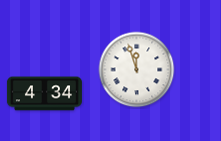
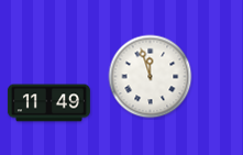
clock at (44, 94): 4:34 -> 11:49
